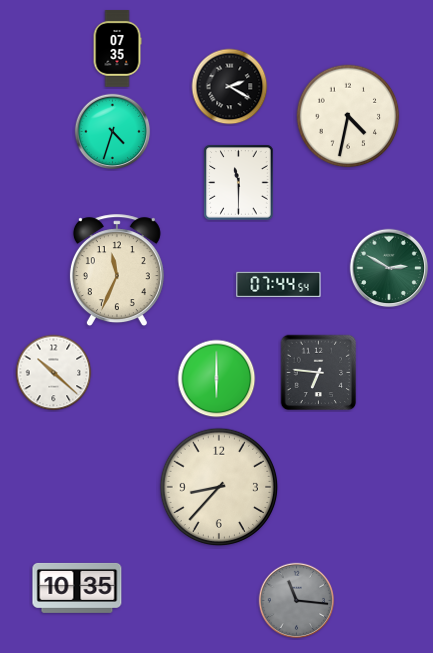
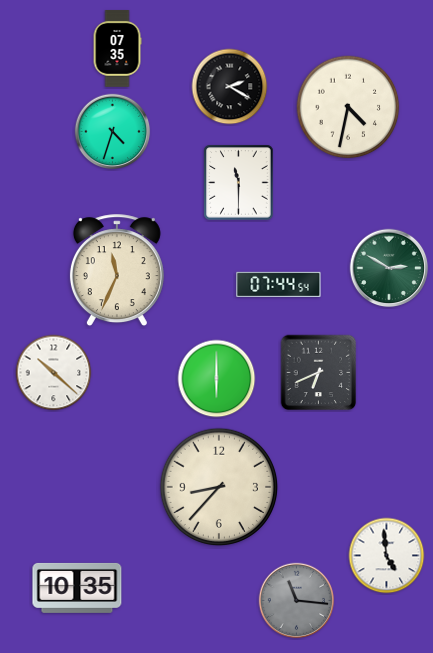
clock at (348, 116) position: (348, 116) -> (348, 107)
clock at (319, 373): 6:46 -> 6:41
clock at (387, 556): none -> 4:59
